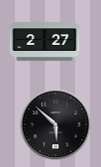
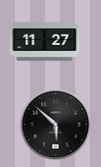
clock at (45, 42): 2:27 -> 11:27
